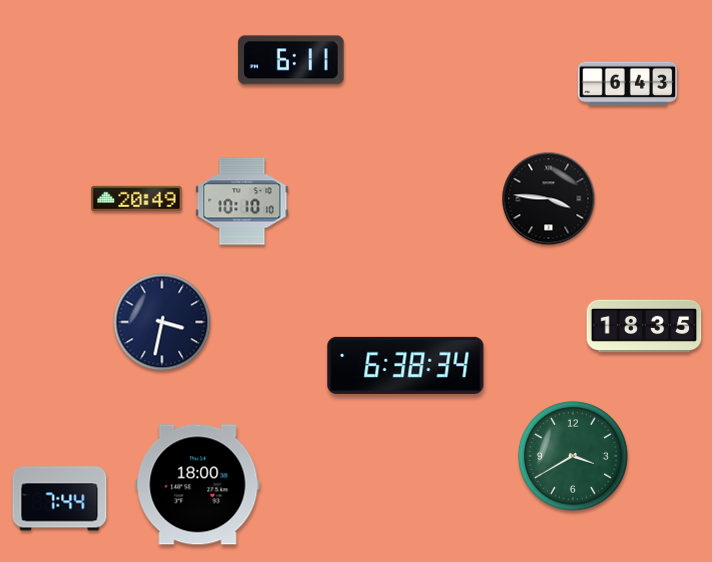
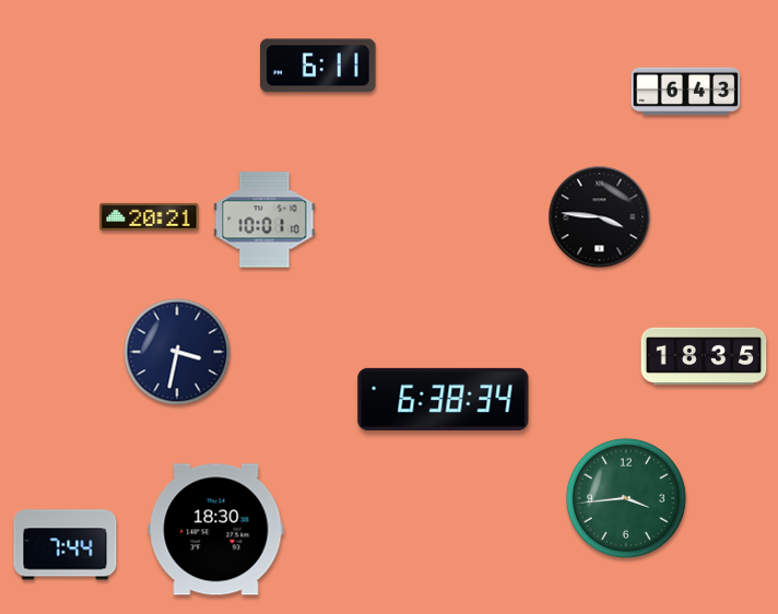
clock at (137, 198): 20:49 -> 20:21
clock at (242, 201): 10:10 -> 10:01
clock at (573, 456): 3:40 -> 3:44
clock at (198, 485): 18:00 -> 18:30
